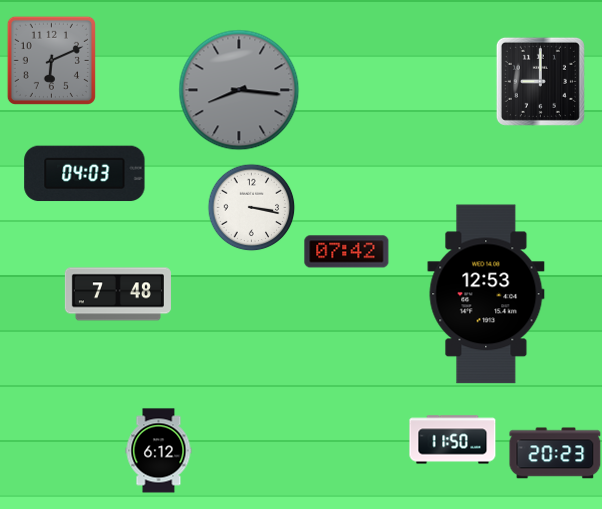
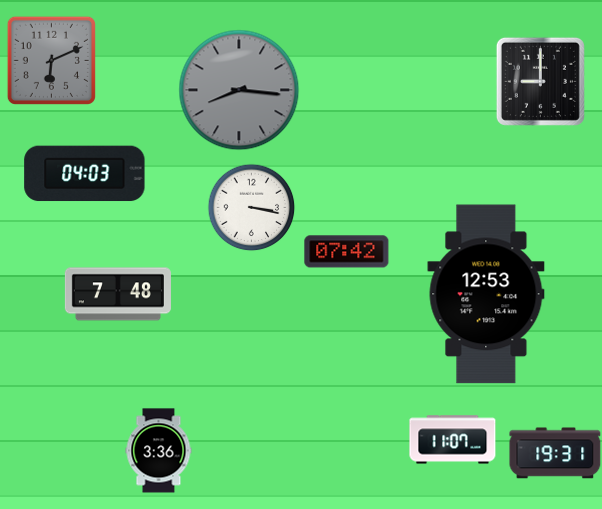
clock at (453, 440): 11:50 -> 11:07
clock at (159, 451): 6:12 -> 3:36
clock at (555, 453): 20:23 -> 19:31
